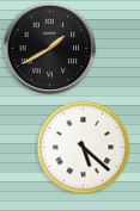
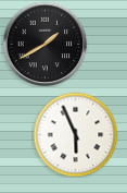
clock at (83, 147): 5:22 -> 5:56
